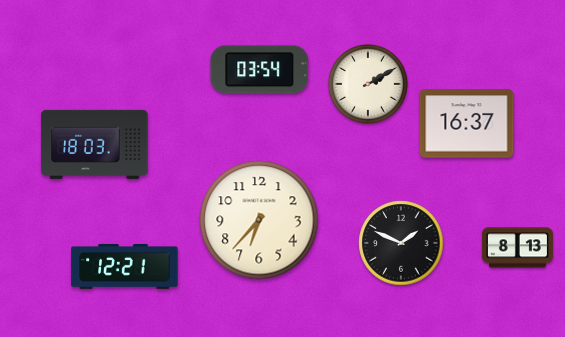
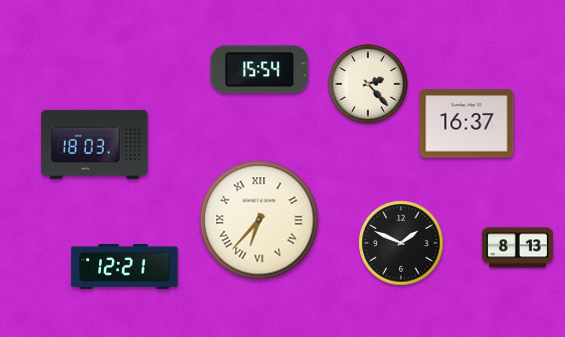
clock at (260, 70): 03:54 -> 15:54
clock at (368, 84): 2:10 -> 2:23
clock at (259, 220) numerals: Arabic -> Roman
